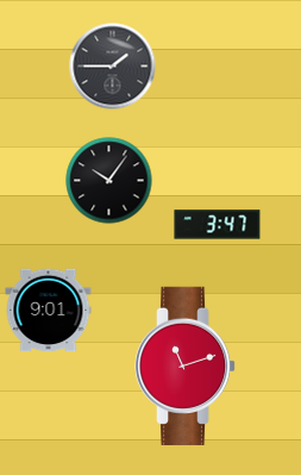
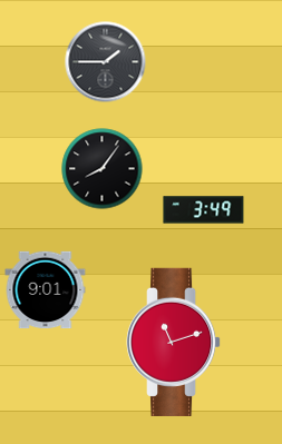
clock at (109, 181): 10:06 -> 8:06
clock at (218, 225): 3:47 -> 3:49
